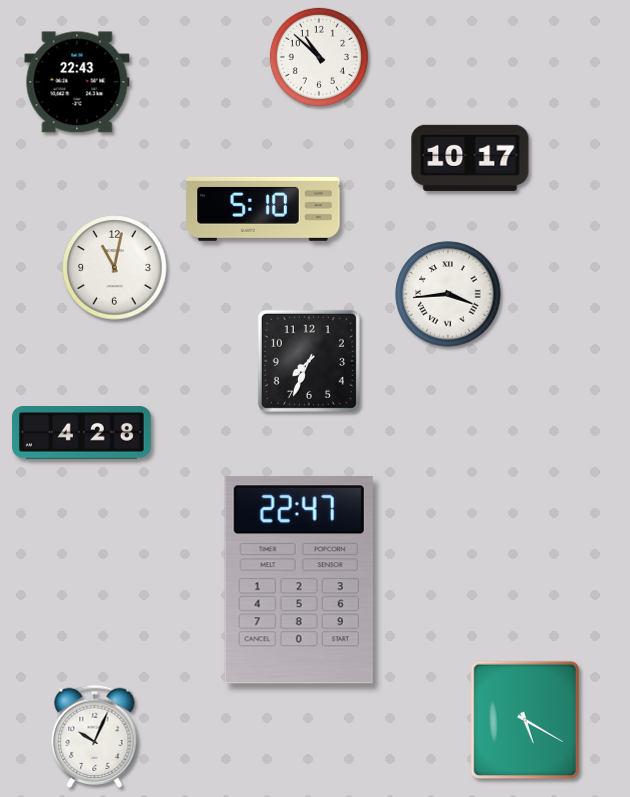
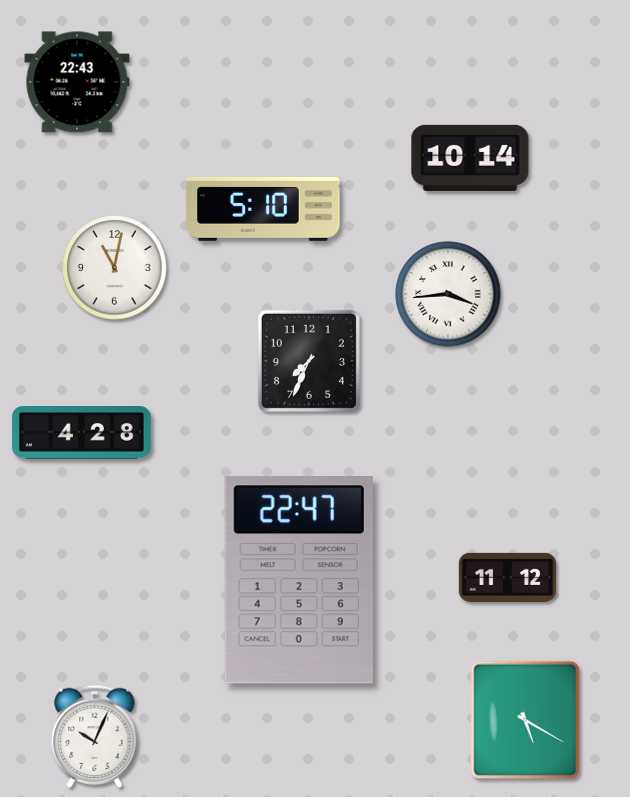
clock at (319, 57): 10:52 -> none
clock at (470, 158): 10:17 -> 10:14
clock at (507, 577): none -> 11:12
